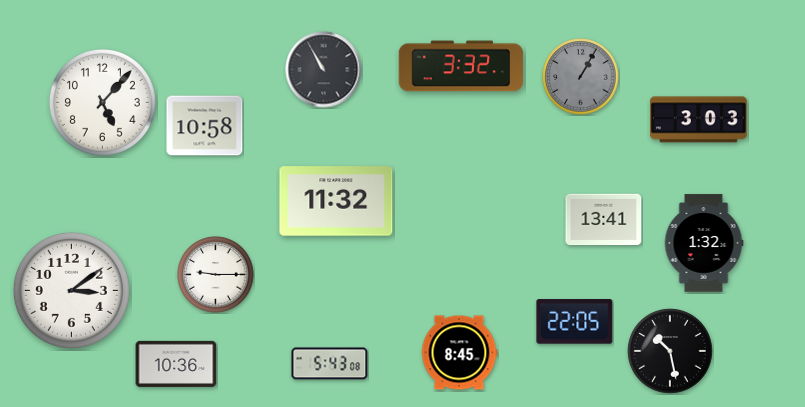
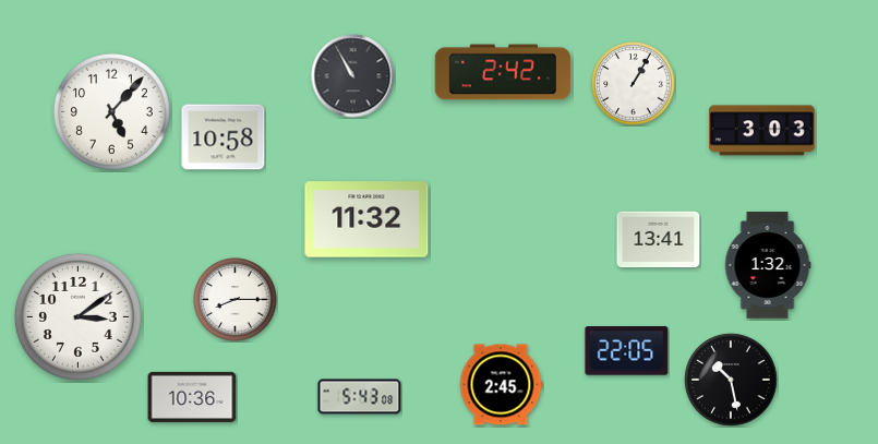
clock at (461, 66): 3:32 -> 2:42
clock at (581, 77) dial: grey -> white
clock at (216, 275): 9:15 -> 8:15
clock at (670, 351) position: (670, 351) -> (731, 380)
clock at (459, 353): 8:45 -> 2:45
